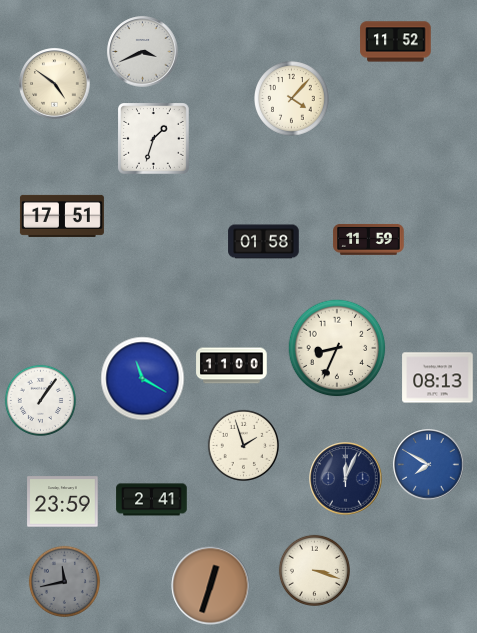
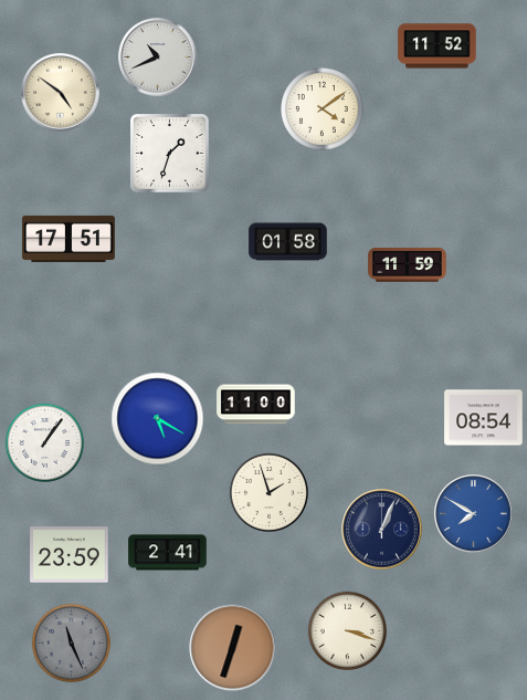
clock at (143, 52): 3:41 -> 10:41
clock at (292, 99): 4:07 -> 4:09
clock at (264, 242) position: (264, 242) -> (288, 242)
clock at (337, 348): 8:34 -> none
clock at (438, 378): 08:13 -> 08:54
clock at (143, 379): 11:20 -> 5:20
clock at (346, 479): 12:04 -> 1:04
clock at (64, 581): 11:43 -> 11:26
